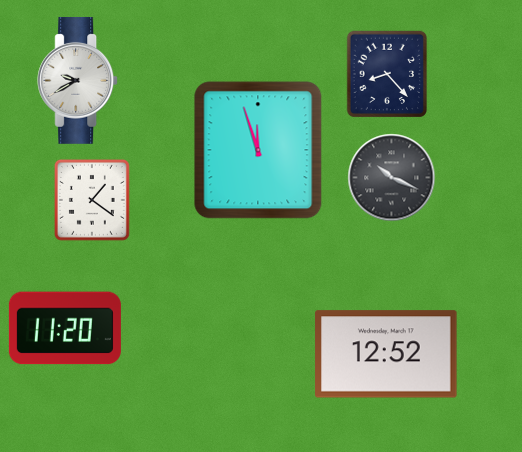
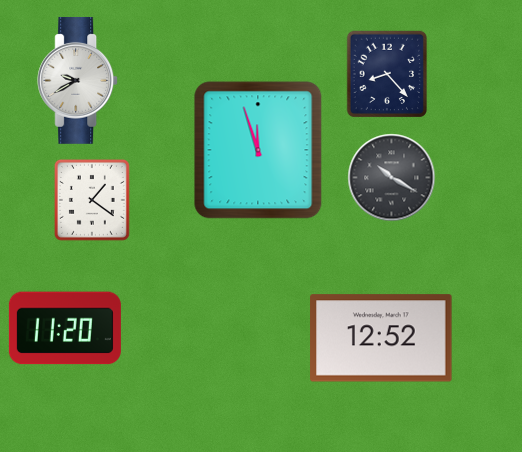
clock at (392, 178): 10:19 -> 10:20
clock at (386, 354) position: (386, 354) -> (381, 338)
